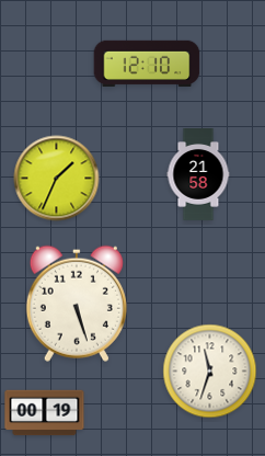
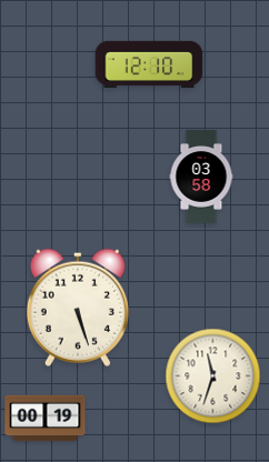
clock at (198, 175): 21:58 -> 03:58
clock at (57, 179): 1:34 -> none
